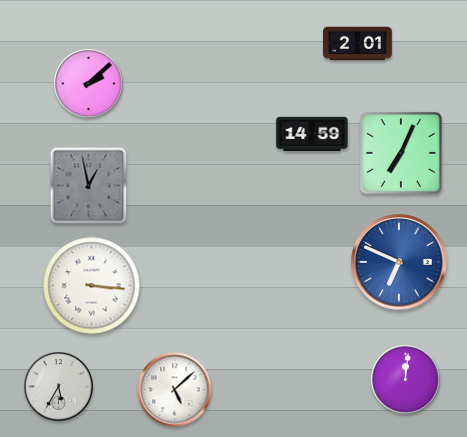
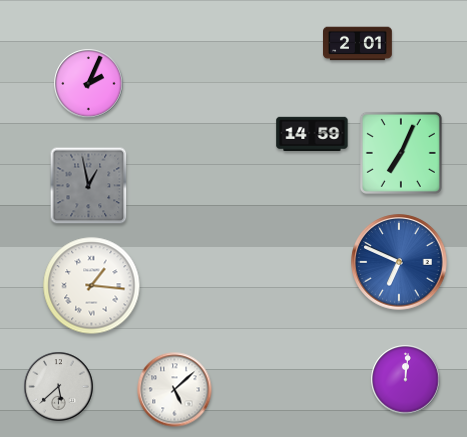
clock at (89, 84): 2:08 -> 2:04
clock at (92, 286): 3:16 -> 1:16
clock at (59, 387): 5:35 -> 5:38
